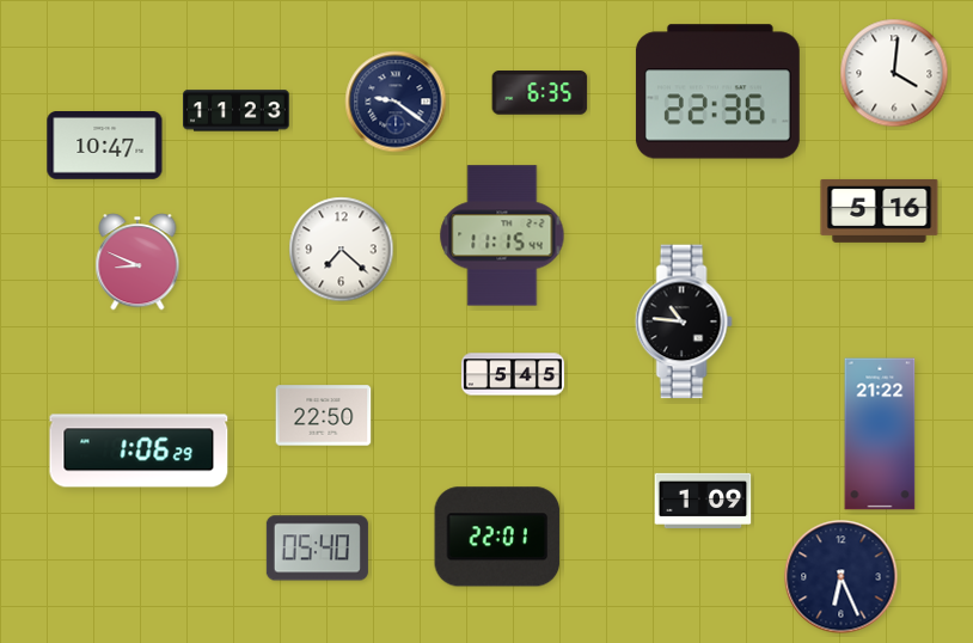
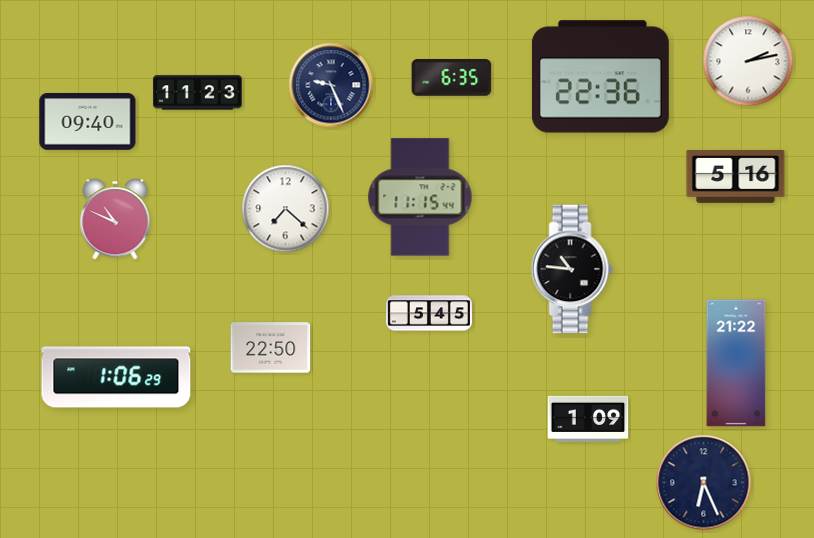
clock at (894, 73): 4:01 -> 2:13
clock at (396, 102): 9:21 -> 9:26
clock at (105, 146): 10:47 -> 09:40
clock at (137, 262): 8:49 -> 10:49
clock at (497, 537): 22:01 -> none
clock at (317, 549): 05:40 -> none
